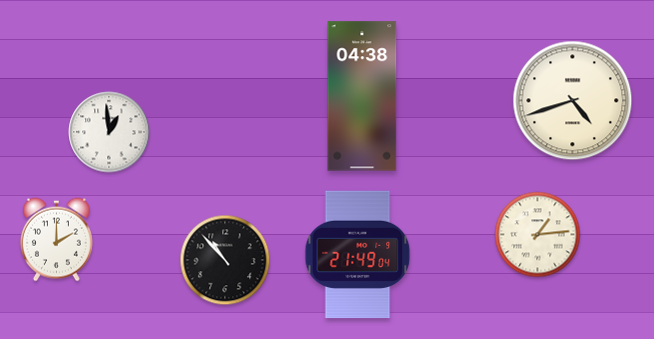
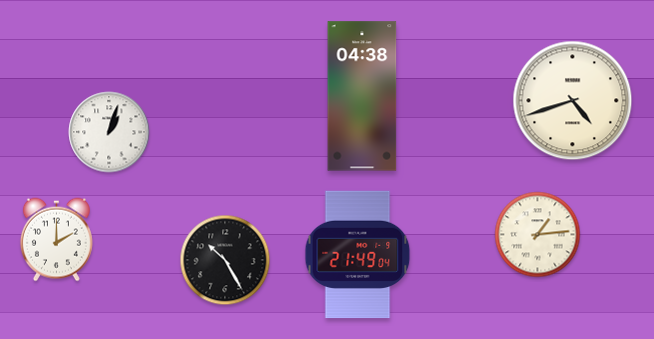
clock at (109, 132): 12:59 -> 1:03
clock at (225, 260): 10:53 -> 10:25
